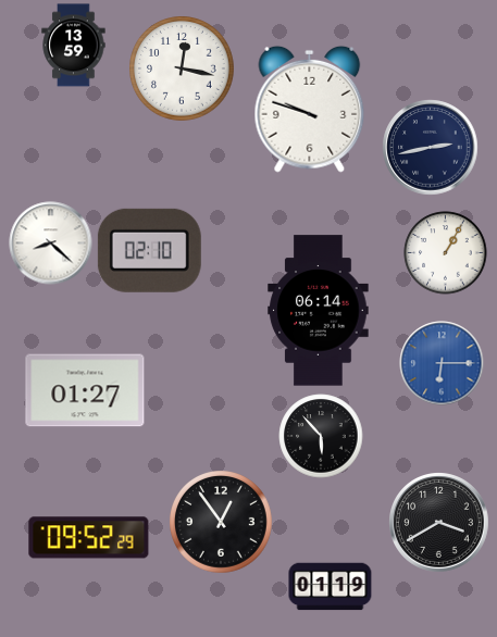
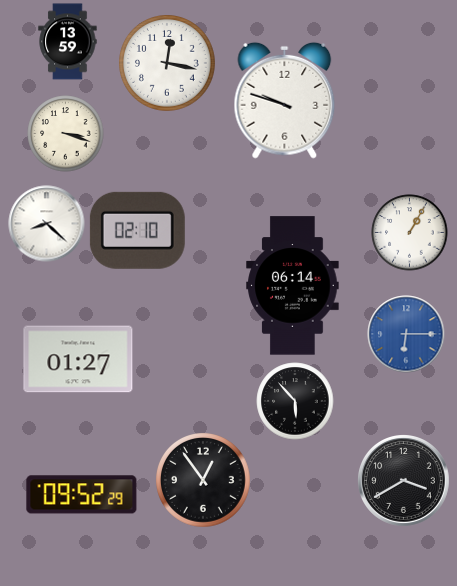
clock at (66, 134): none -> 3:18
clock at (431, 148): 2:43 -> none
clock at (331, 587): 01:19 -> none
